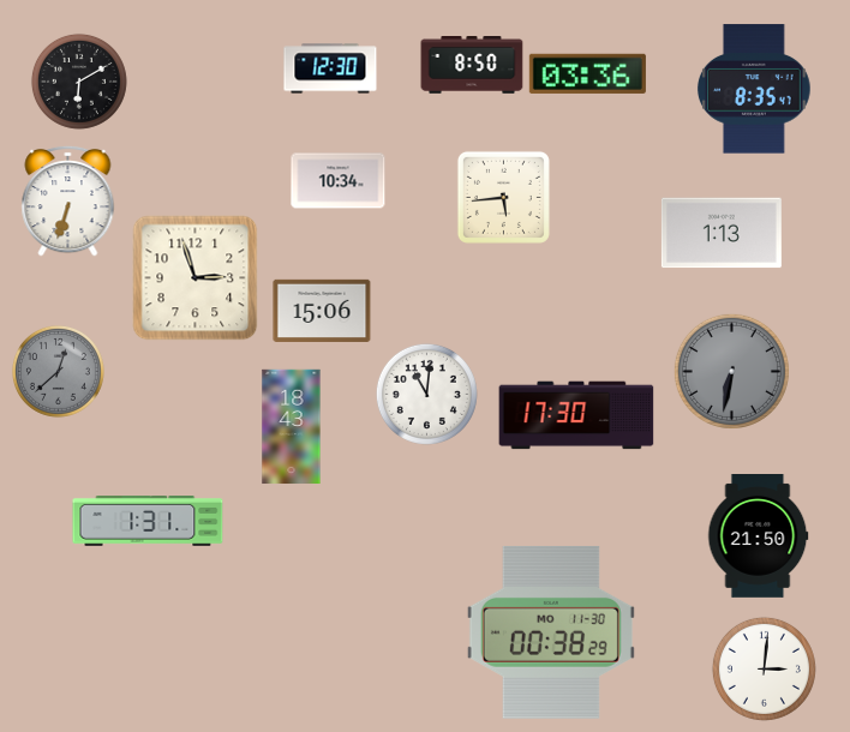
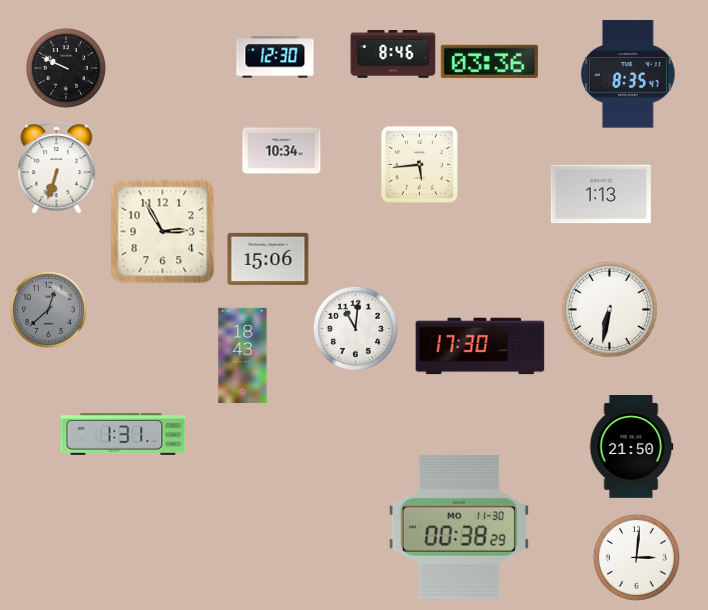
clock at (472, 65): 8:50 -> 8:46
clock at (79, 82): 6:10 -> 9:49
clock at (196, 278): 2:57 -> 2:55
clock at (731, 371) dial: grey -> white
